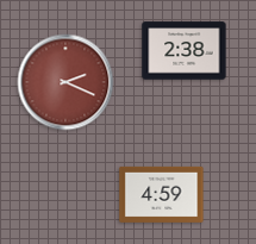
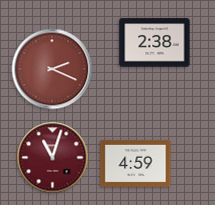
clock at (65, 82) position: (65, 82) -> (52, 69)
clock at (53, 158): none -> 11:03
